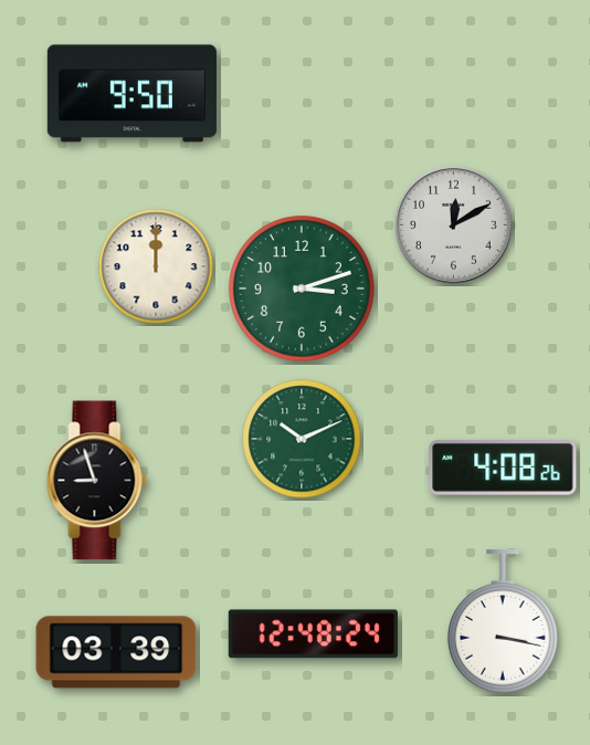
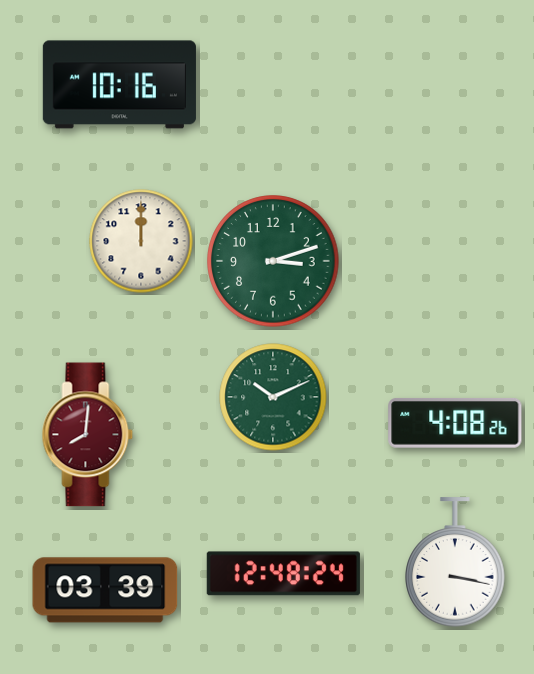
clock at (131, 94): 9:50 -> 10:16
clock at (453, 224): 12:10 -> none
clock at (97, 481): 8:57 -> 8:01
clock at (97, 481) dial: black -> burgundy
